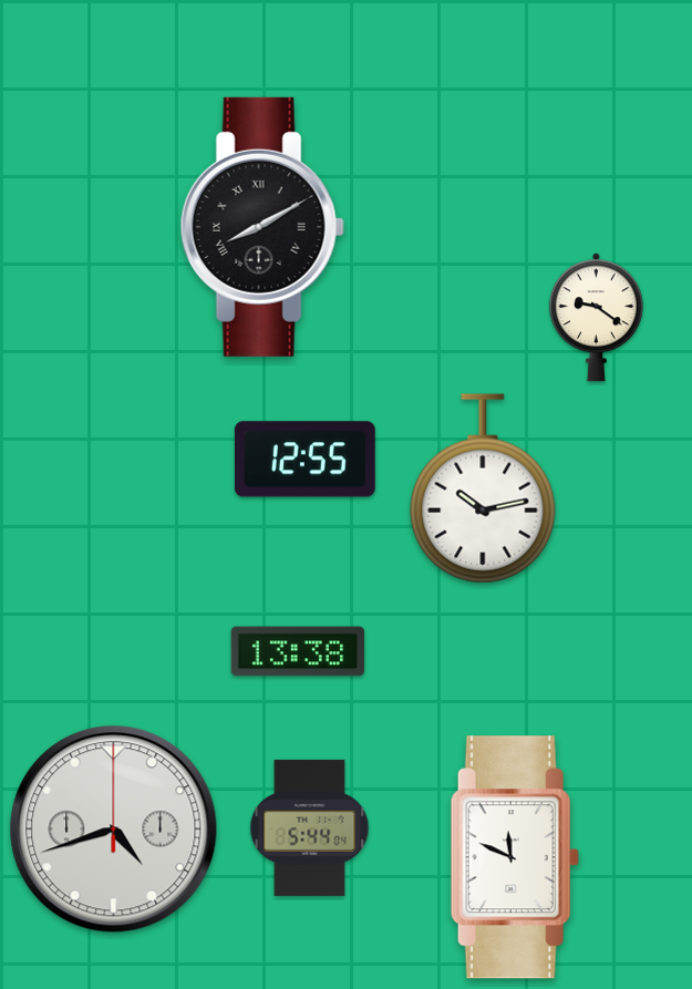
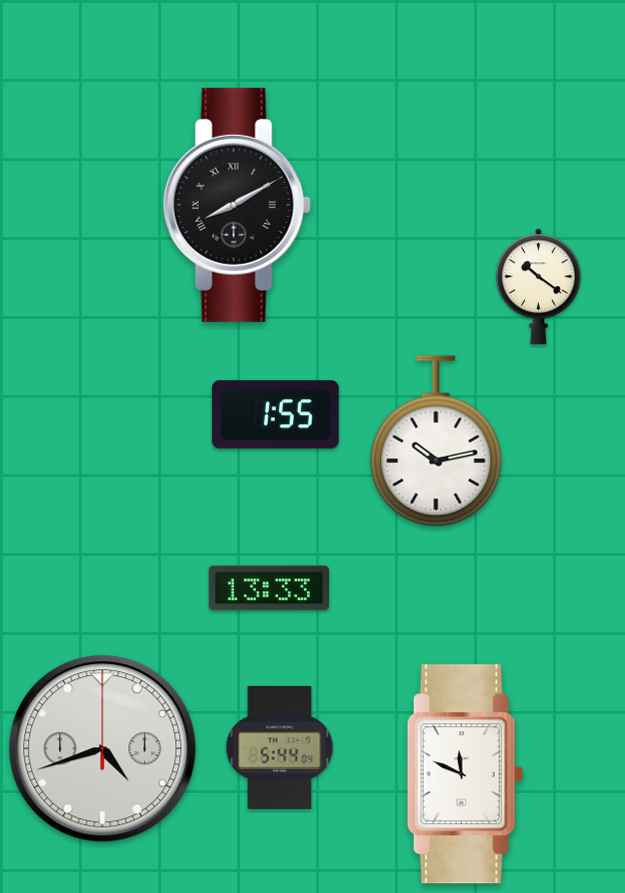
clock at (596, 318): 9:21 -> 10:21
clock at (304, 460): 12:55 -> 1:55
clock at (298, 651): 13:38 -> 13:33
